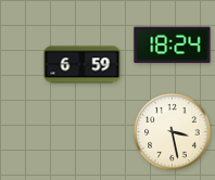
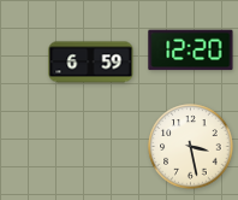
clock at (173, 46): 18:24 -> 12:20
clock at (83, 65) position: (83, 65) -> (91, 63)
